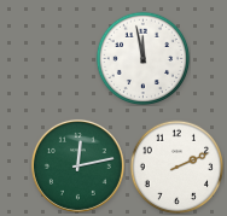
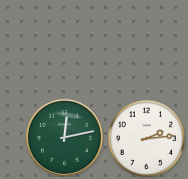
clock at (142, 58): 11:58 -> none
clock at (176, 167): 2:11 -> 2:14
